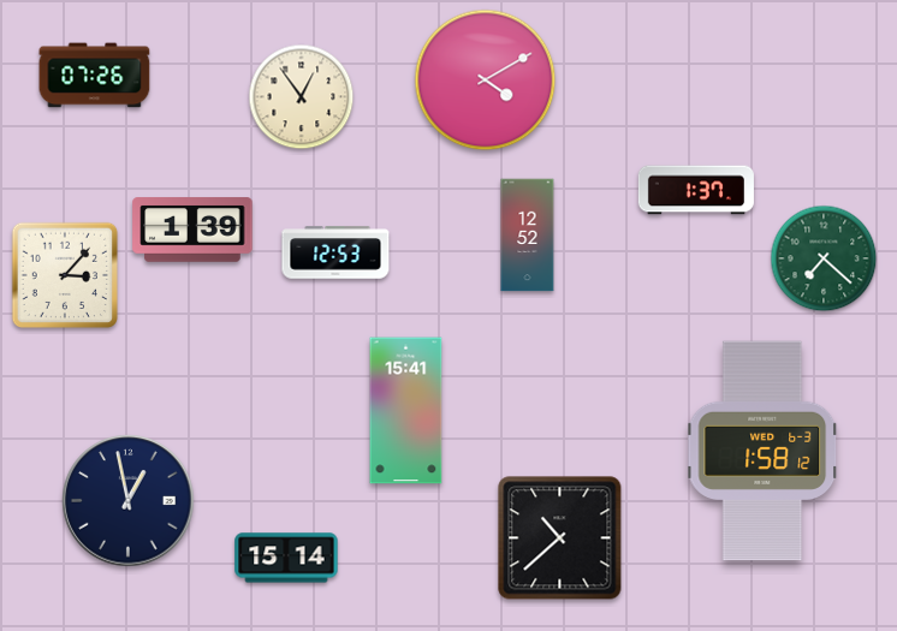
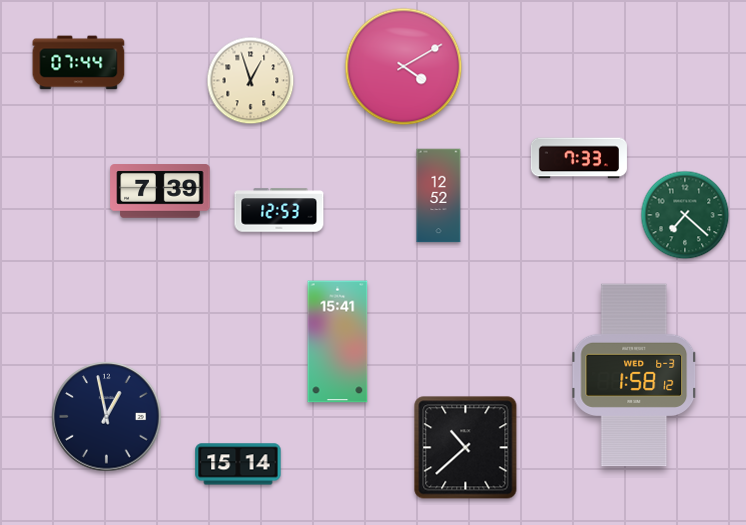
clock at (95, 76): 07:26 -> 07:44
clock at (302, 97): 12:54 -> 12:57
clock at (696, 190): 1:37 -> 7:33
clock at (192, 230): 1:39 -> 7:39
clock at (64, 274): 3:07 -> none
